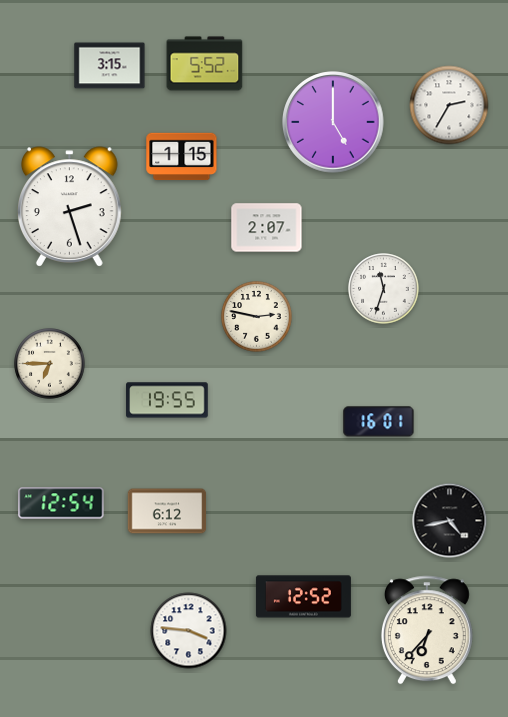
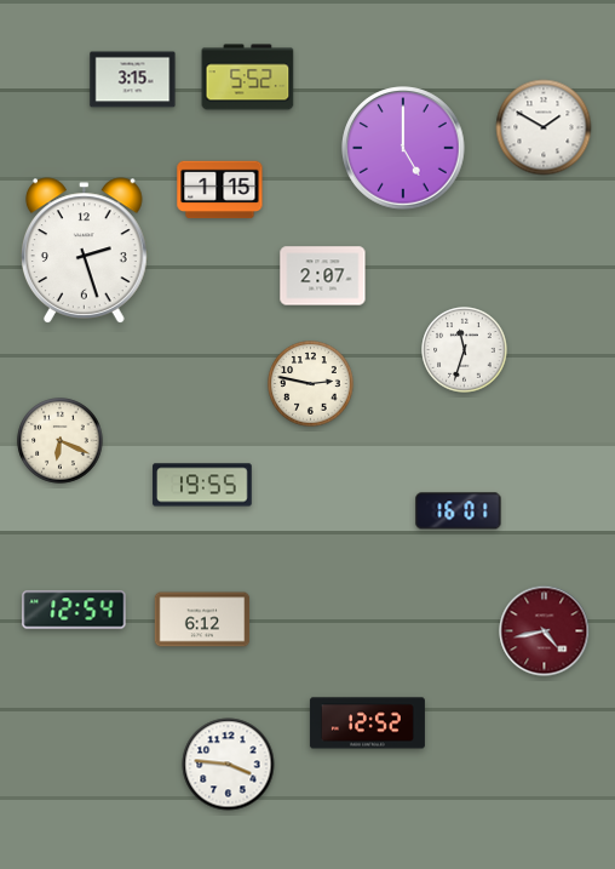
clock at (449, 105): 2:35 -> 1:50
clock at (50, 364): 6:45 -> 6:19
clock at (450, 521) dial: black -> burgundy
clock at (427, 630): 6:37 -> none
